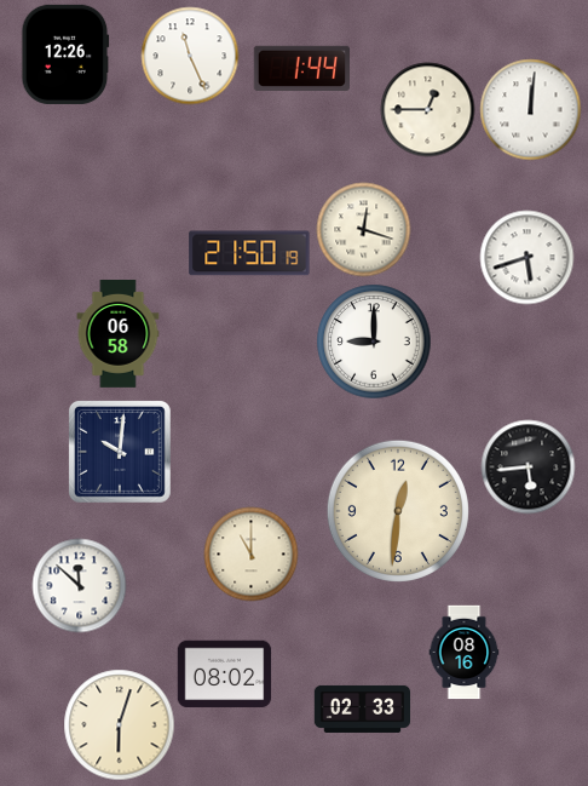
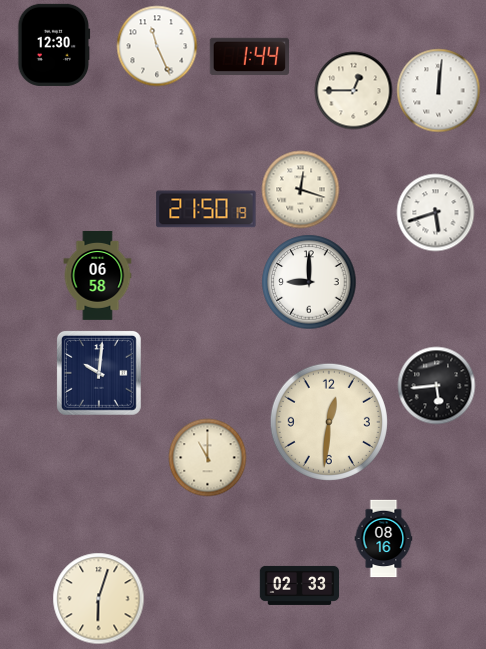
clock at (65, 54): 12:26 -> 12:30
clock at (79, 585): 11:52 -> none
clock at (224, 675): 08:02 -> none
